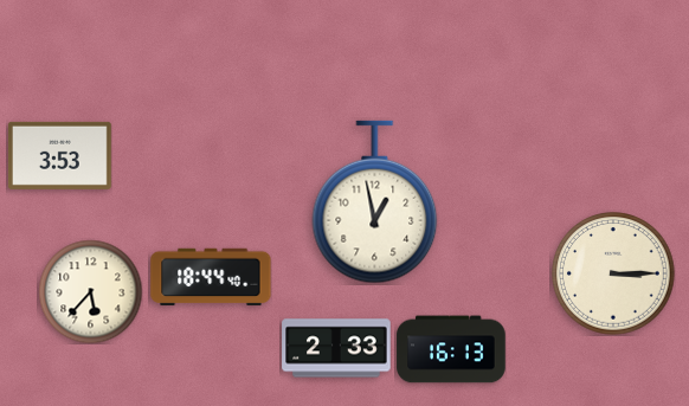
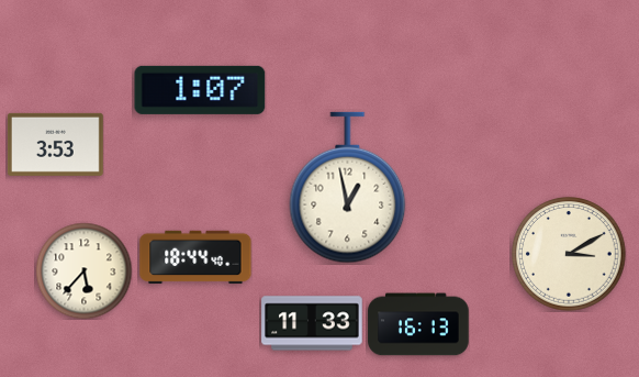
clock at (200, 90): none -> 1:07
clock at (613, 273): 3:15 -> 3:10
clock at (336, 348): 2:33 -> 11:33
